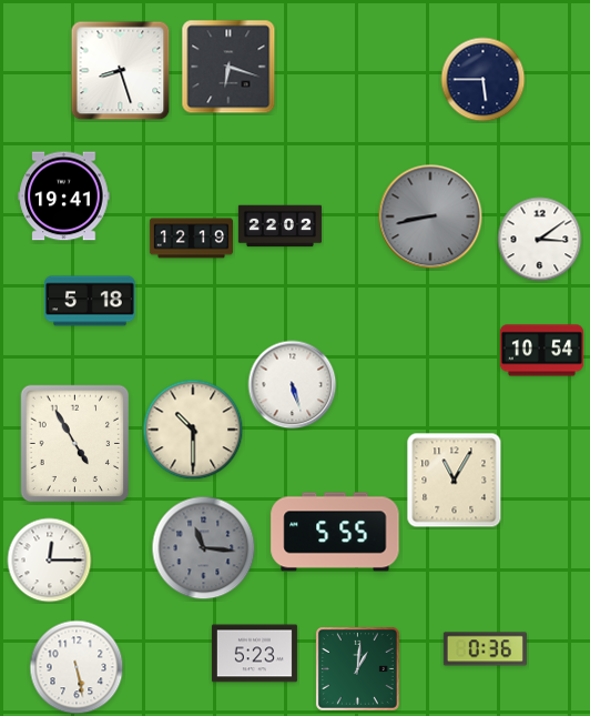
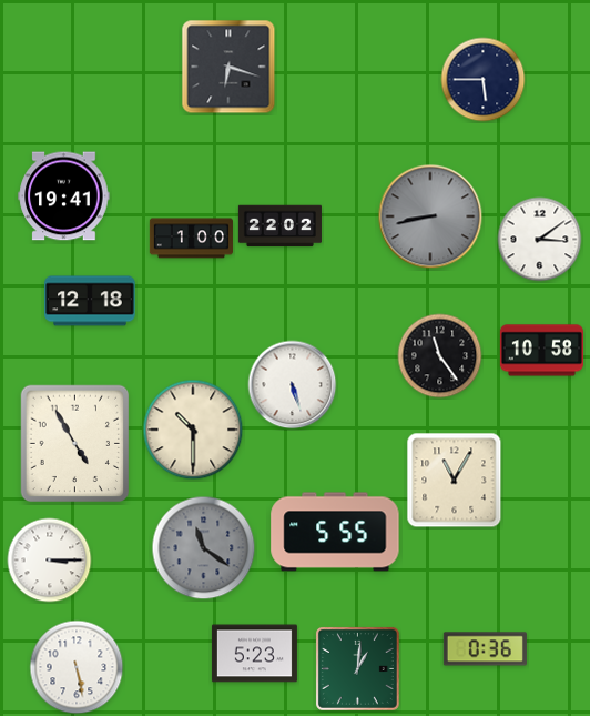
clock at (121, 71): 8:27 -> none
clock at (191, 239): 12:19 -> 1:00
clock at (90, 301): 5:18 -> 12:18
clock at (541, 351): 10:54 -> 10:58
clock at (440, 356): none -> 11:24
clock at (204, 548): 11:16 -> 11:21
clock at (50, 561): 12:15 -> 3:15
